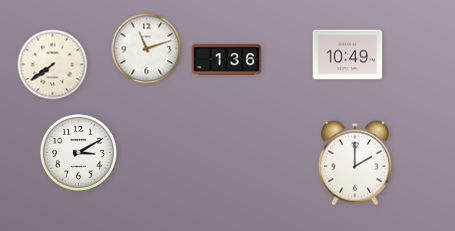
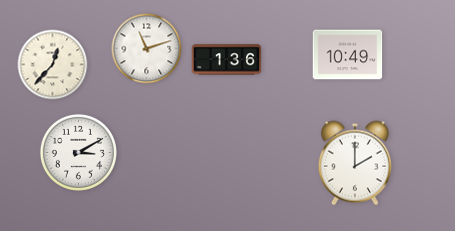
clock at (53, 65): 7:39 -> 12:37
